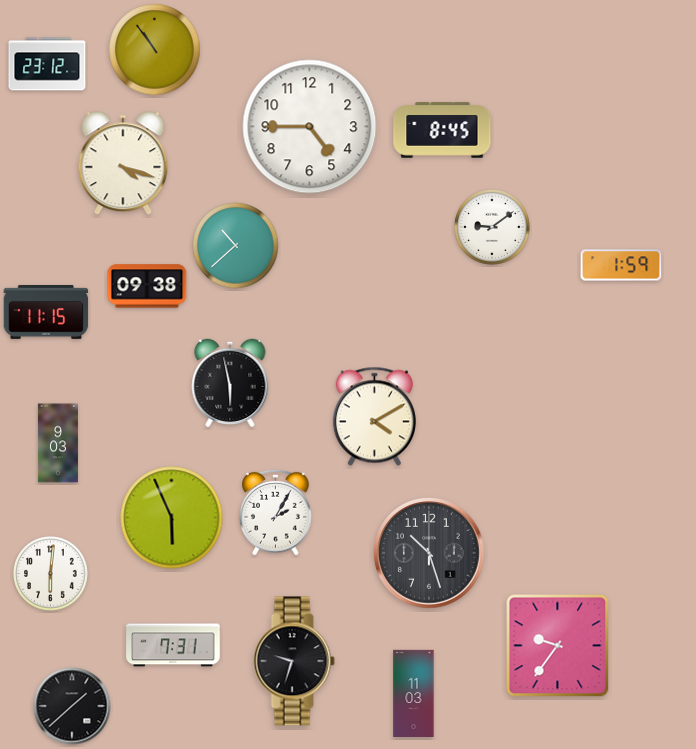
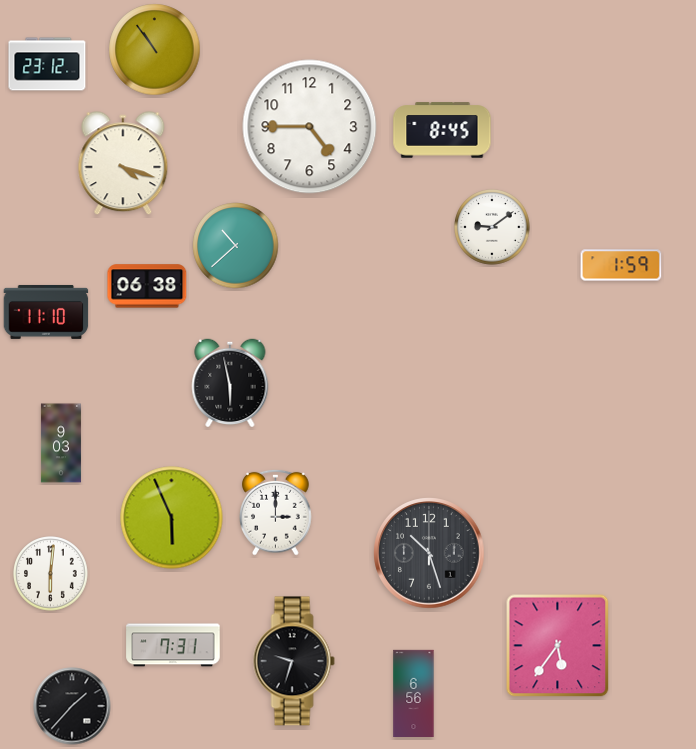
clock at (147, 286): 09:38 -> 06:38
clock at (46, 312): 11:15 -> 11:10
clock at (374, 417): 4:10 -> none
clock at (58, 443) position: (58, 443) -> (61, 443)
clock at (276, 512): 2:05 -> 3:00
clock at (558, 646): 9:36 -> 5:36
clock at (414, 693): 11:03 -> 6:56
clock at (72, 706): 1:38 -> 1:37
